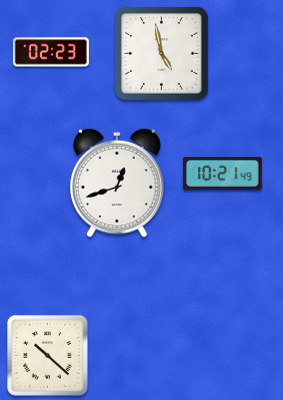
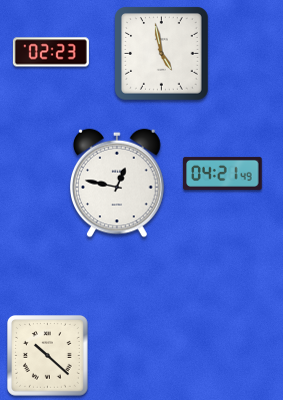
clock at (223, 173): 10:21 -> 04:21
clock at (118, 183): 12:42 -> 12:47
